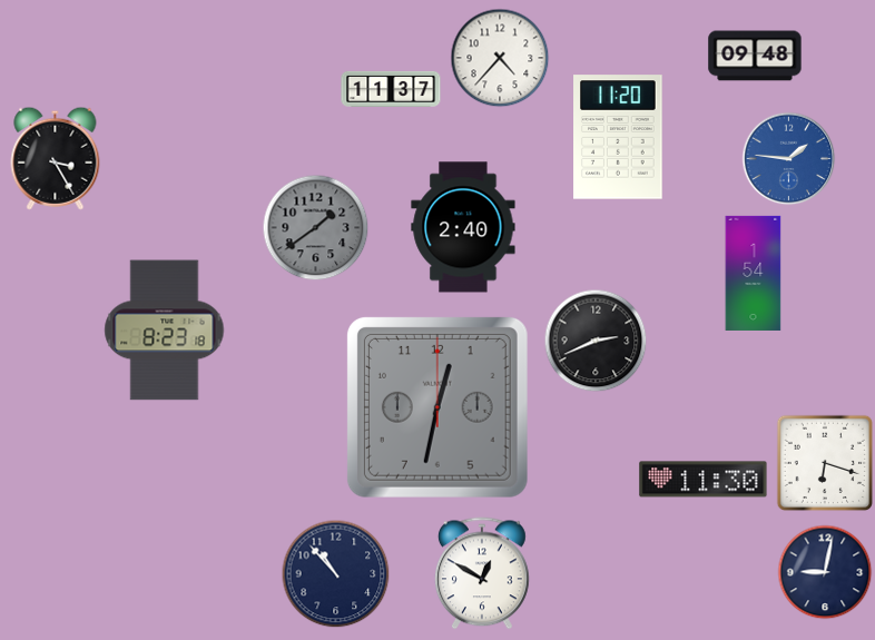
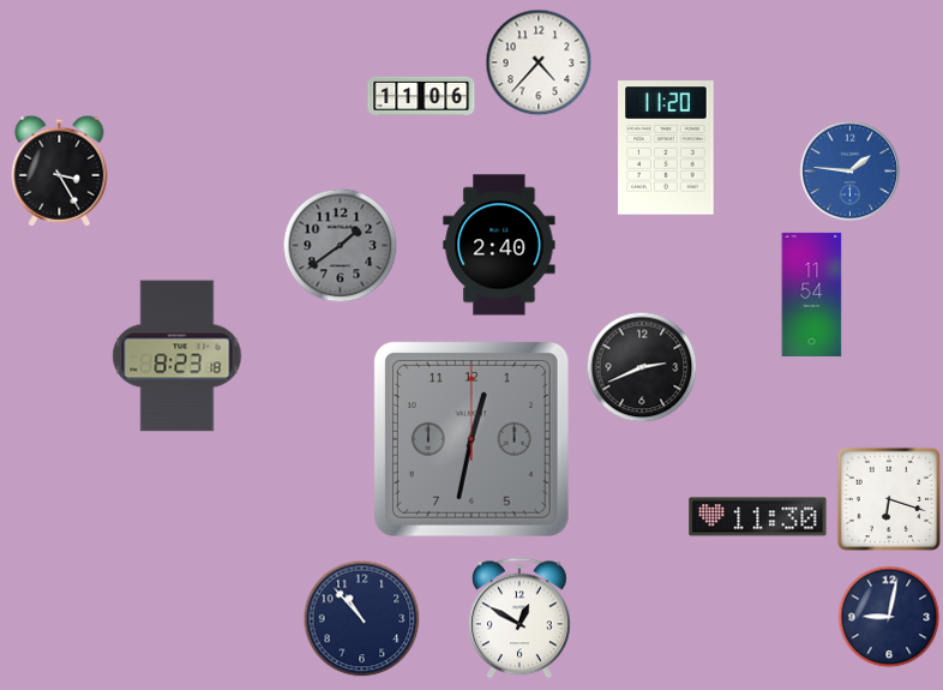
clock at (755, 56): 09:48 -> none
clock at (391, 89): 11:37 -> 11:06
clock at (754, 273): 1:54 -> 11:54
